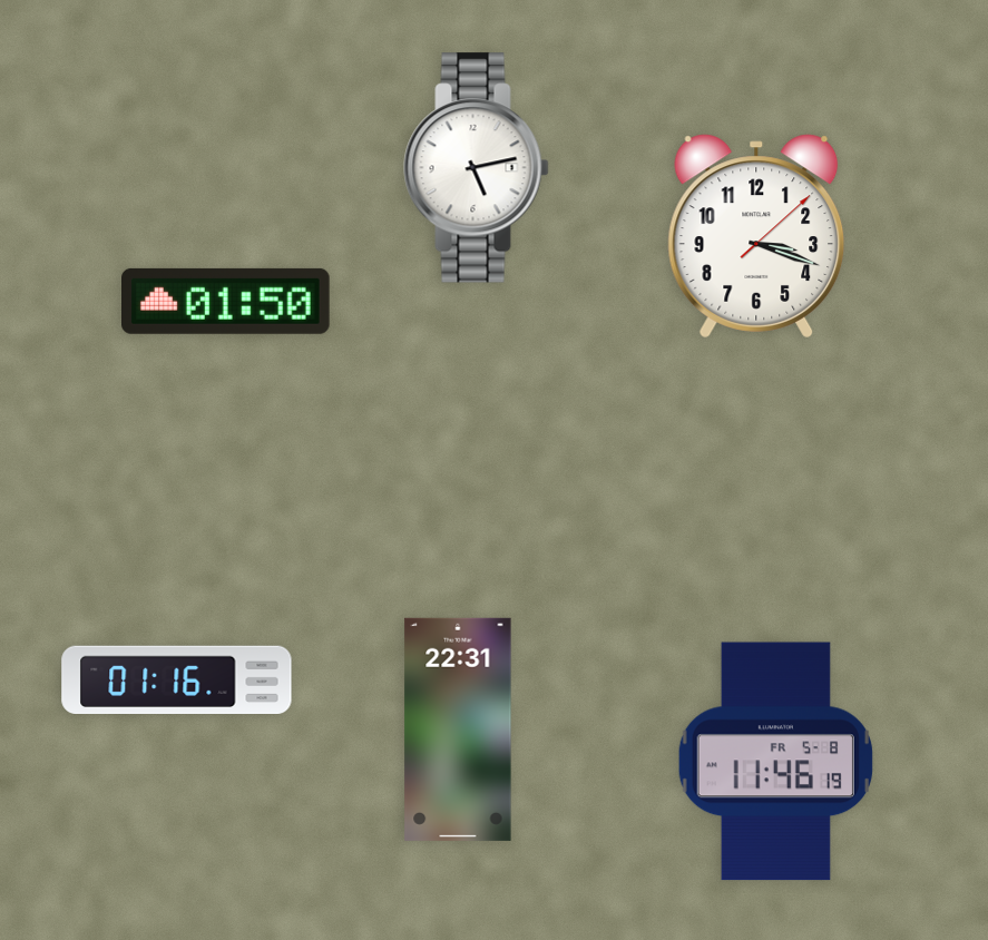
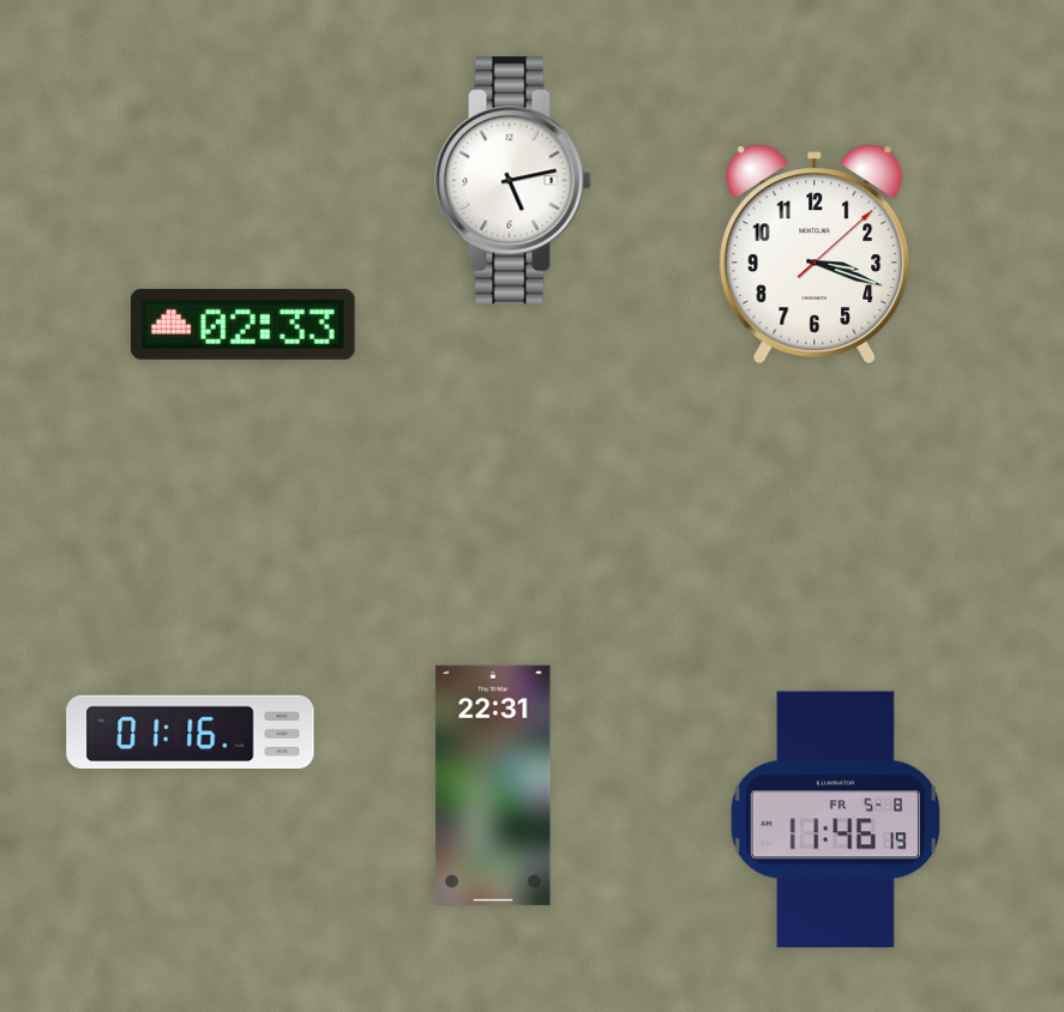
clock at (226, 301): 01:50 -> 02:33
